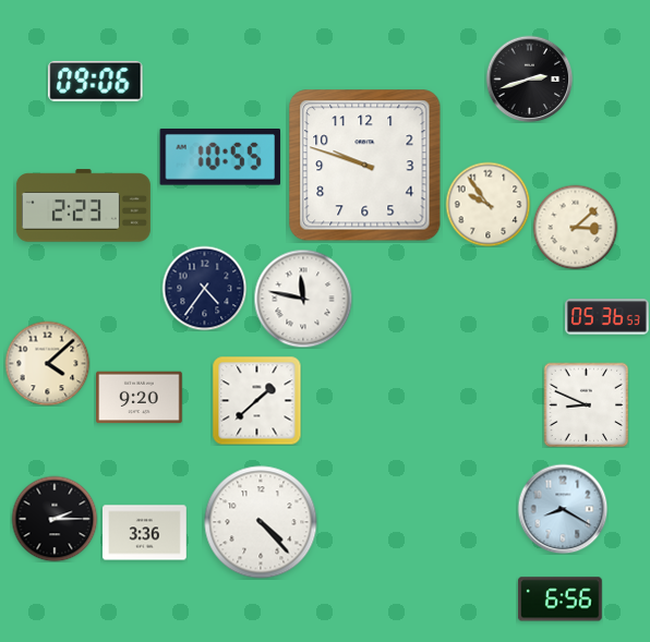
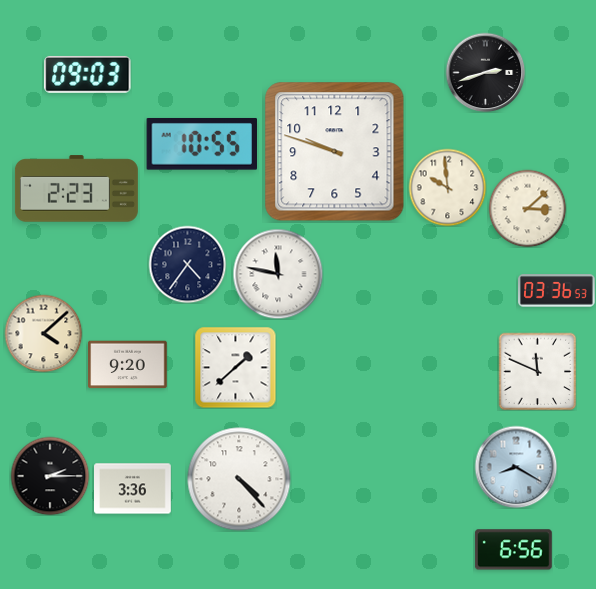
clock at (96, 81): 09:06 -> 09:03
clock at (487, 204): 9:54 -> 9:59
clock at (607, 317): 05:36 -> 03:36
clock at (586, 404): 8:49 -> 11:49
